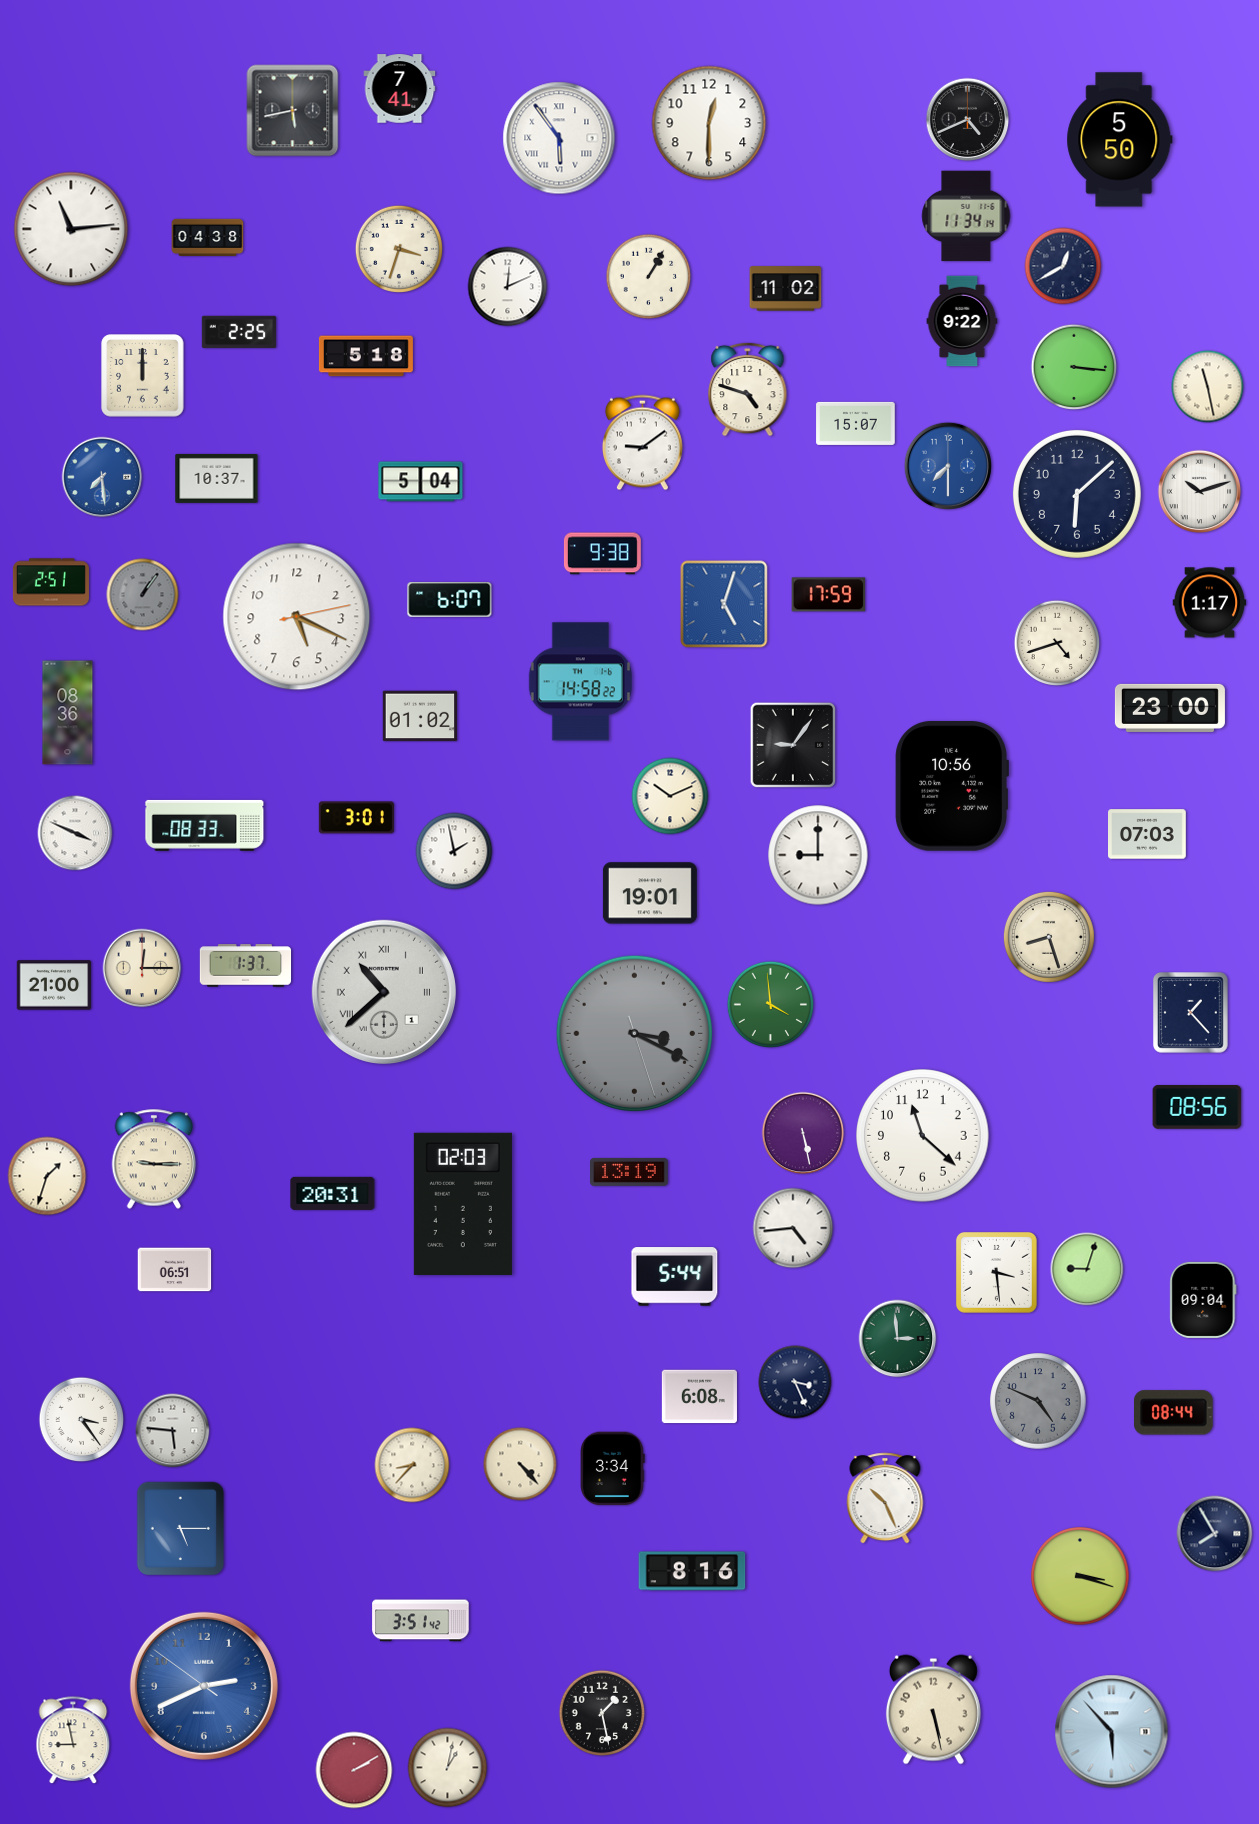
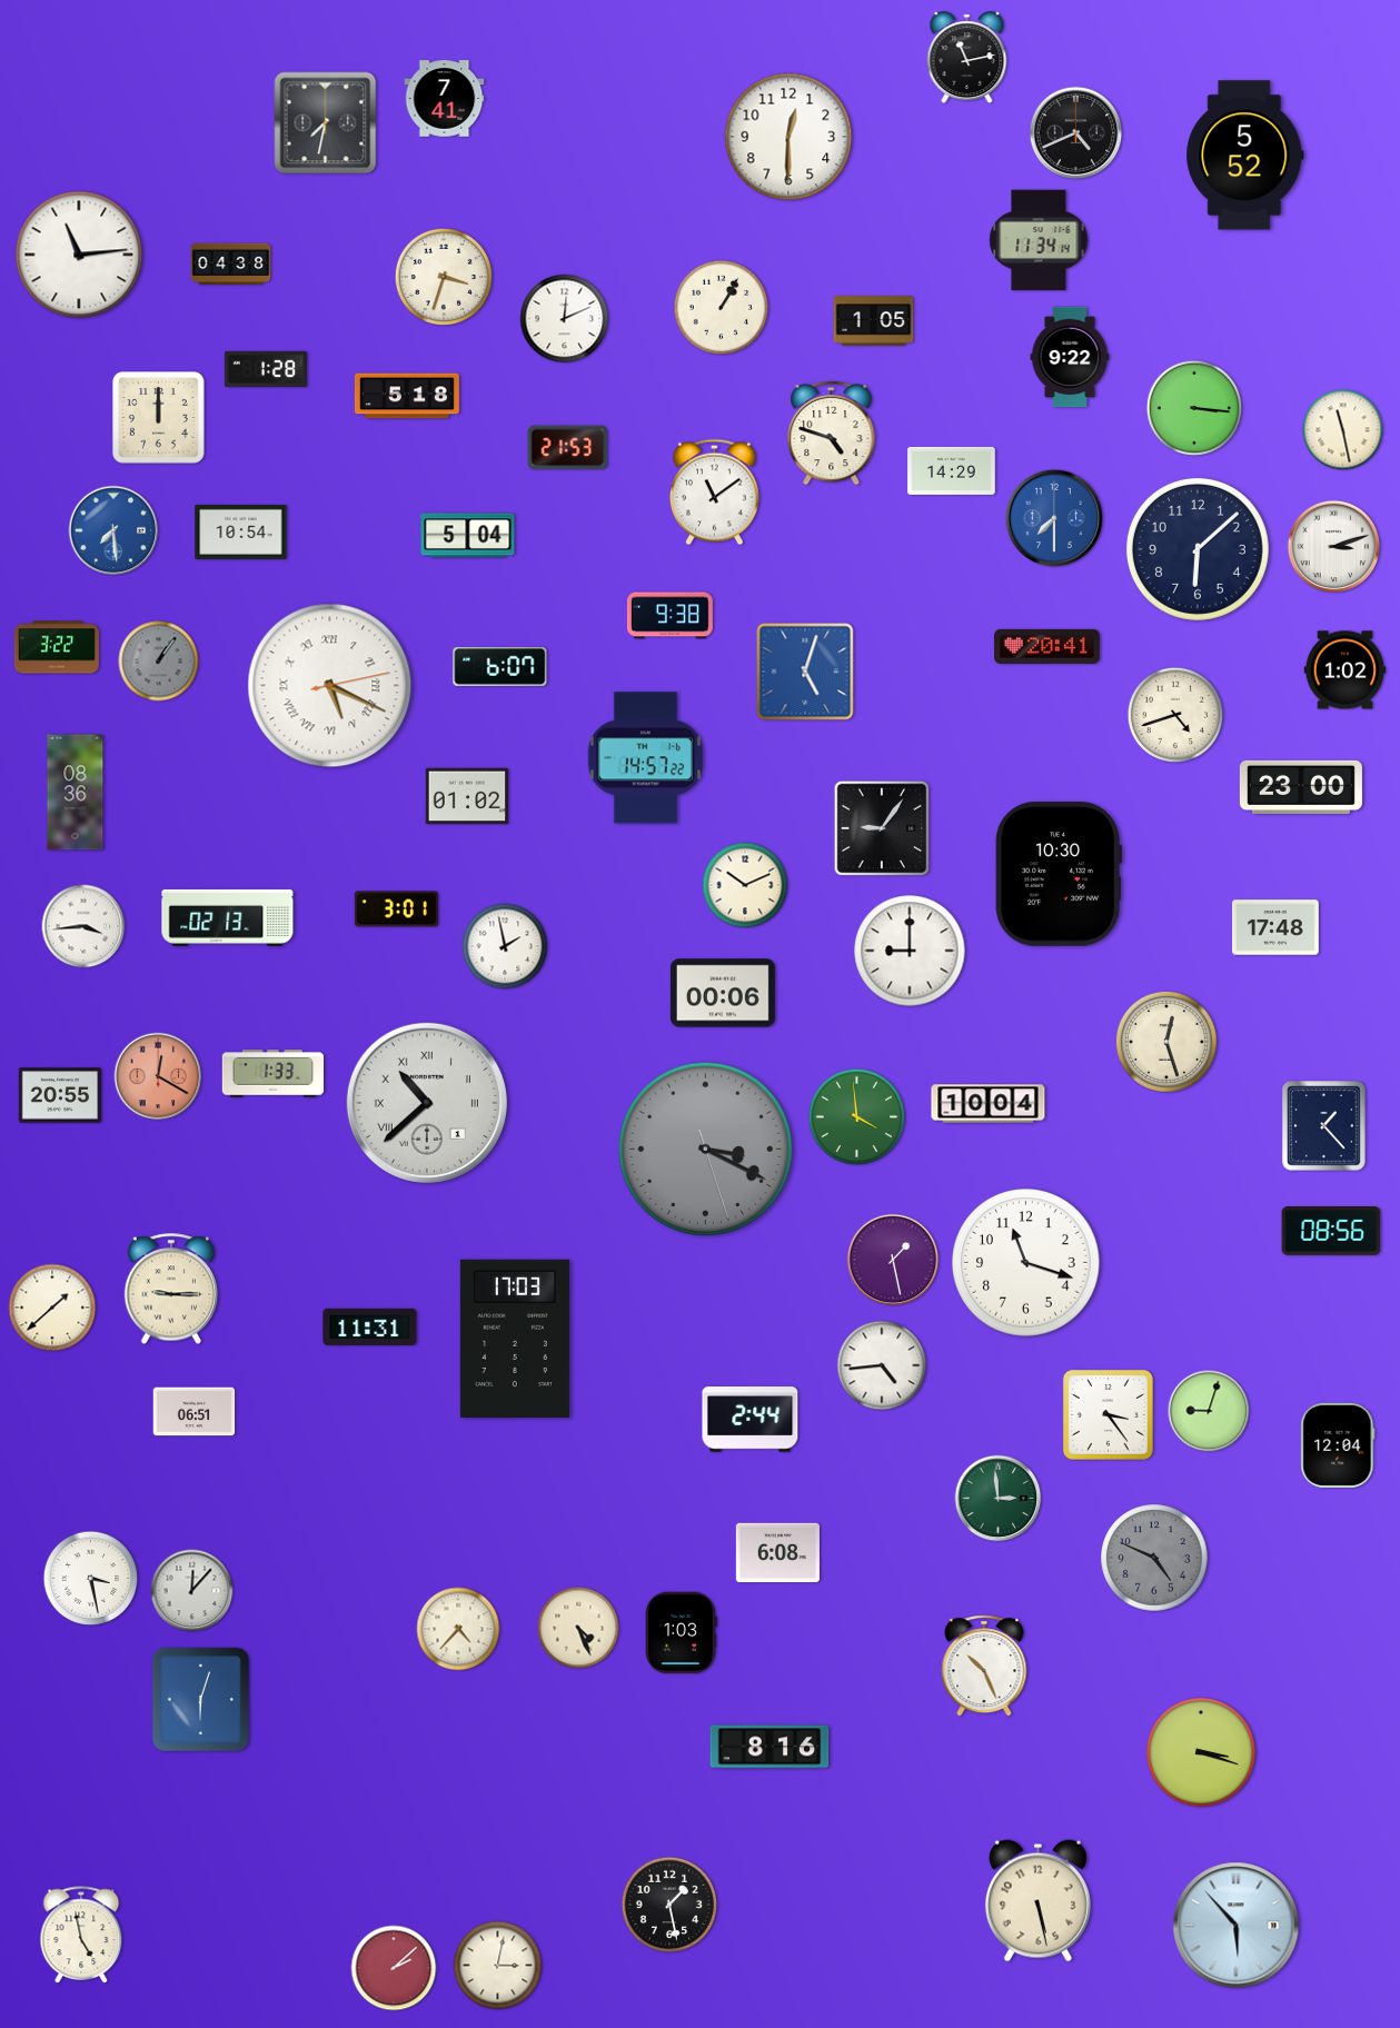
clock at (967, 58): none -> 11:13
clock at (293, 111): 5:43 -> 7:32
clock at (559, 138): 5:54 -> none
clock at (1120, 140): 5:50 -> 5:52
clock at (966, 216) position: (966, 216) -> (1039, 240)
clock at (1063, 266): 12:40 -> none
clock at (786, 289): 11:02 -> 1:05
clock at (239, 332): 2:25 -> 1:28
clock at (568, 448): none -> 21:53
clock at (856, 423): 15:07 -> 14:29
clock at (642, 443): 9:09 -> 11:09
clock at (217, 478): 10:37 -> 10:54
clock at (1200, 492): 10:12 -> 3:12
clock at (1047, 646): none -> 20:41
clock at (51, 582): 2:51 -> 3:22
clock at (829, 595): 17:59 -> none
clock at (1210, 603): 1:17 -> 1:02
clock at (297, 617) numerals: Arabic -> Roman
clock at (580, 682): 14:58 -> 14:57
clock at (952, 787): 10:56 -> 10:30
clock at (205, 825): 08:33 -> 02:13
clock at (75, 833): 3:49 -> 3:44
clock at (1148, 834): 07:03 -> 17:48
clock at (650, 893): 19:01 -> 00:06
clock at (1049, 937): 8:27 -> 12:27
clock at (246, 966): 1:37 -> 1:33
clock at (142, 968): 12:15 -> 12:20
clock at (142, 968) dial: cream -> salmon
clock at (54, 985): 21:00 -> 20:55
clock at (989, 1104): none -> 10:04
clock at (803, 1133): 5:28 -> 1:28
clock at (923, 1136): 11:22 -> 11:18
clock at (630, 1172): 13:19 -> none
clock at (47, 1176): 1:33 -> 1:38
clock at (333, 1193): 20:31 -> 11:31
clock at (463, 1204): 02:03 -> 17:03
clock at (996, 1272): 3:29 -> 3:24
clock at (675, 1277): 5:44 -> 2:44
clock at (1203, 1300): 09:04 -> 12:04
clock at (898, 1339) position: (898, 1339) -> (999, 1499)
clock at (795, 1382): 3:26 -> none
clock at (1173, 1413): 08:44 -> none
clock at (82, 1420): 3:24 -> 3:28
clock at (173, 1431): 5:46 -> 12:07
clock at (520, 1464): 4:23 -> 4:26
clock at (412, 1465): 8:37 -> 4:37
clock at (613, 1469): 3:34 -> 1:03
clock at (181, 1529): 5:15 -> 6:03
clock at (1215, 1534): 7:55 -> none
clock at (421, 1621): 3:51 -> none
clock at (204, 1686): 2:40 -> none
clock at (73, 1741): 8:58 -> 4:58
clock at (448, 1768): 1:02 -> 3:02
clock at (354, 1770): 2:10 -> 2:08
